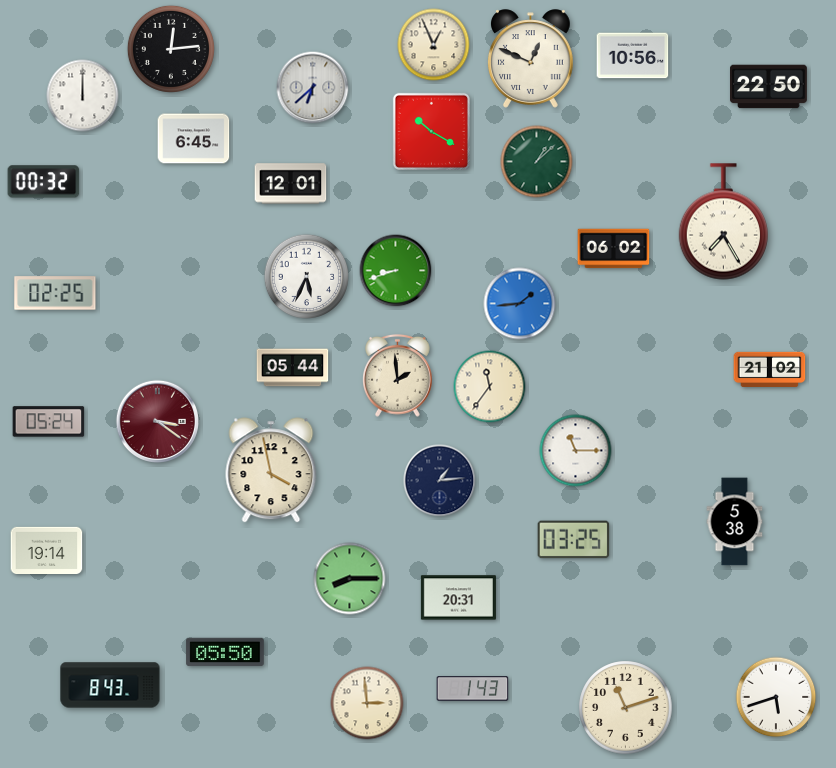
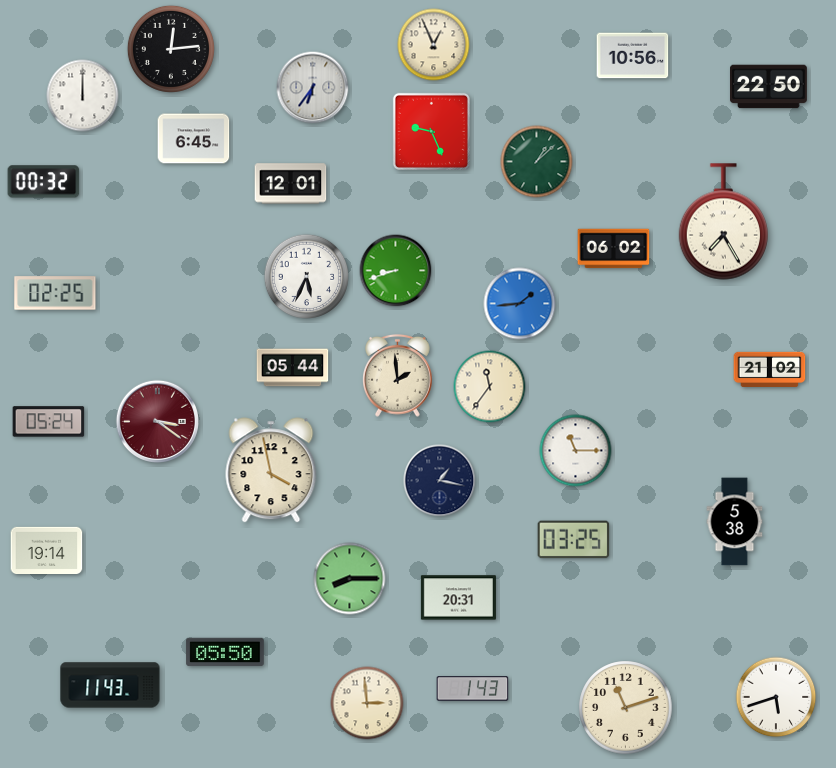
clock at (531, 59): 12:49 -> none
clock at (313, 88): 6:38 -> 6:36
clock at (431, 131): 10:20 -> 9:26
clock at (440, 481): 1:14 -> 1:17
clock at (110, 685): 8:43 -> 11:43
